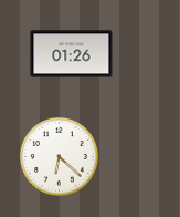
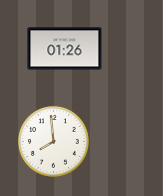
clock at (59, 156): 6:22 -> 7:59
